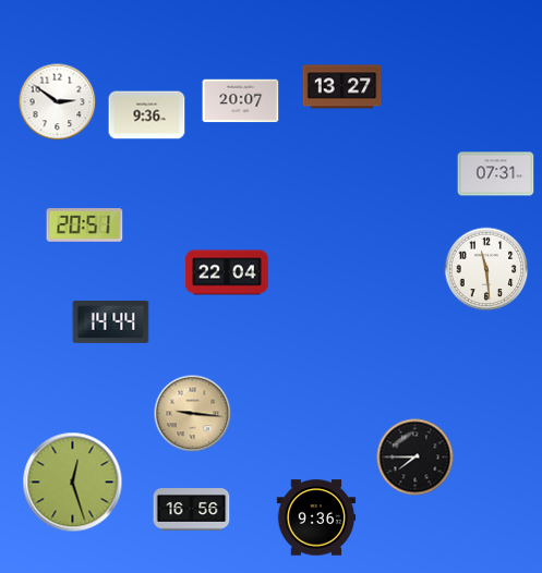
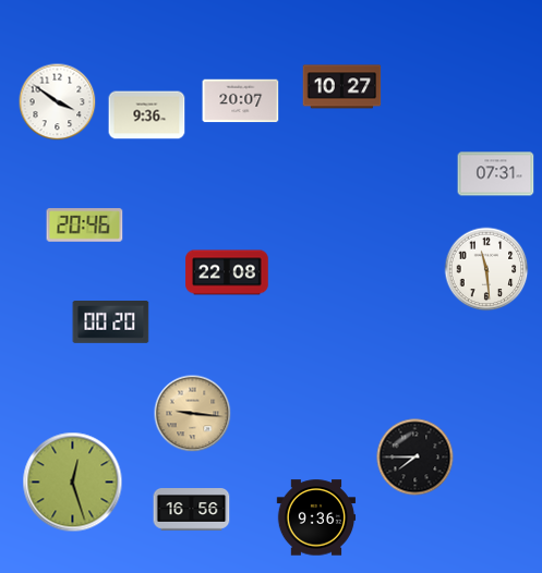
clock at (342, 87): 13:27 -> 10:27
clock at (58, 102): 2:51 -> 3:51
clock at (85, 225): 20:51 -> 20:46
clock at (227, 272): 22:04 -> 22:08
clock at (111, 322): 14:44 -> 00:20
